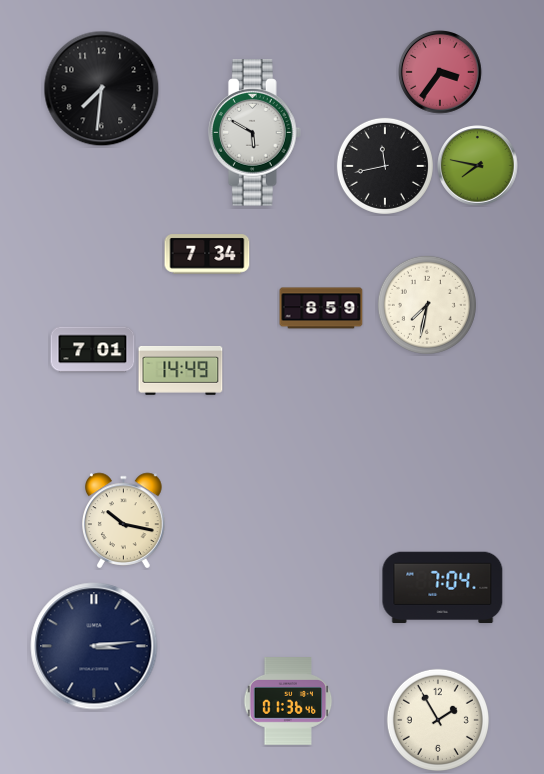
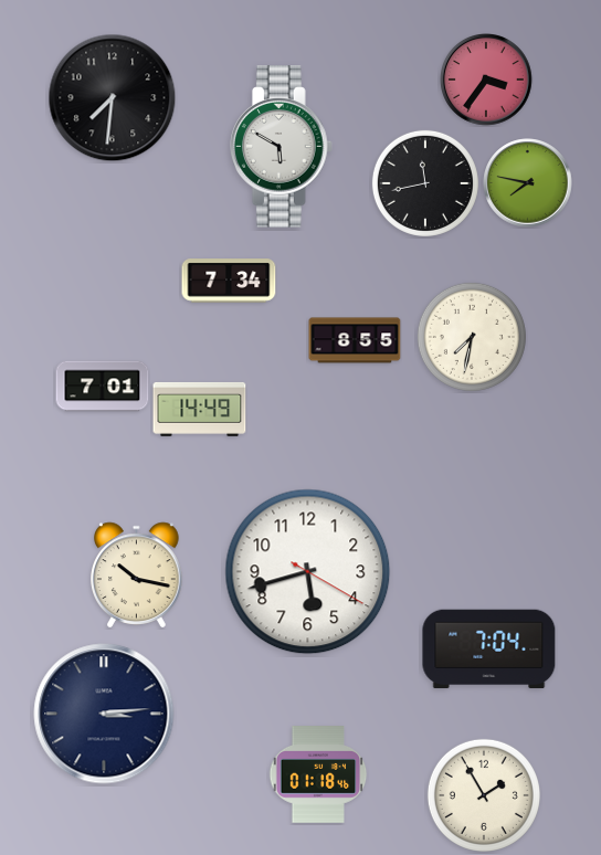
clock at (321, 308): 8:59 -> 8:55
clock at (308, 572): none -> 5:42
clock at (288, 701): 01:36 -> 01:18
